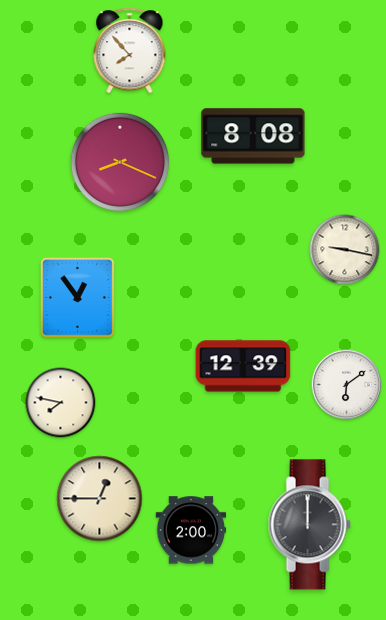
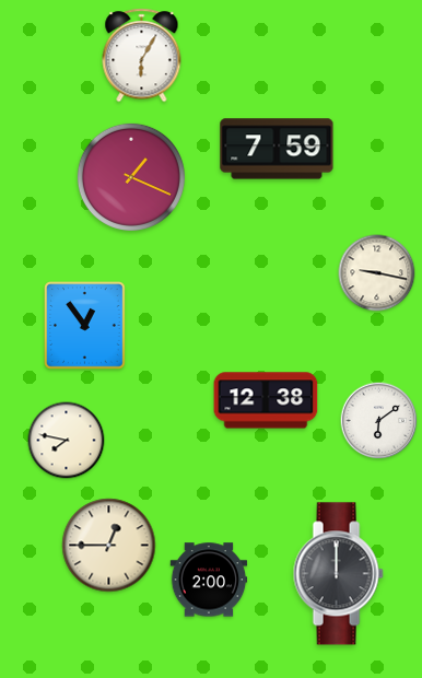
clock at (130, 51): 7:53 -> 6:05
clock at (253, 136): 8:08 -> 7:59
clock at (120, 162): 8:19 -> 1:19
clock at (243, 366): 12:39 -> 12:38
